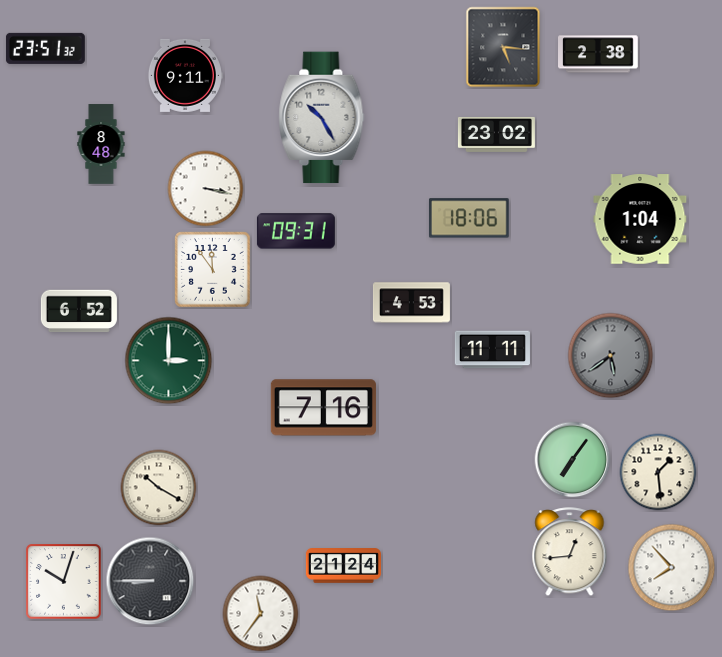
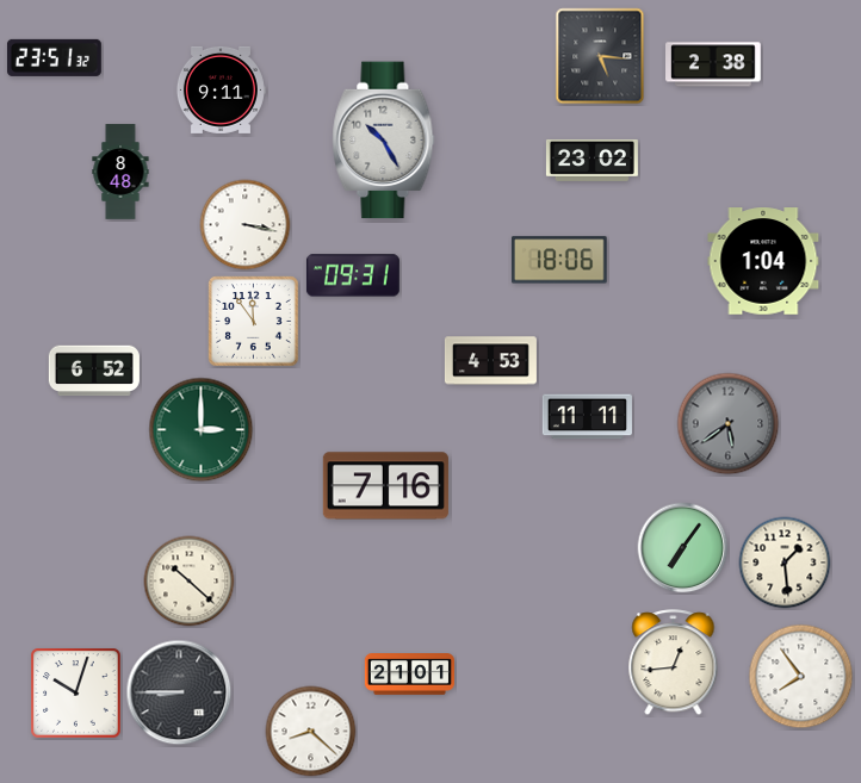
clock at (159, 488): 10:20 -> 10:22
clock at (570, 552) position: (570, 552) -> (674, 663)
clock at (343, 566): 21:24 -> 21:01
clock at (672, 568): 7:53 -> 7:54
clock at (261, 614): 11:36 -> 8:22
